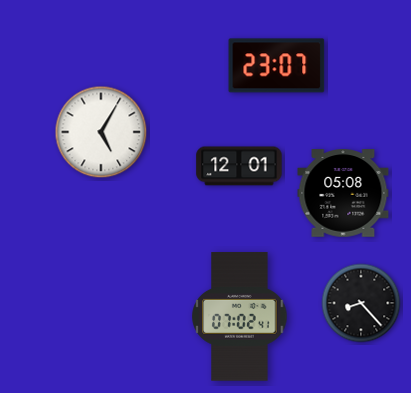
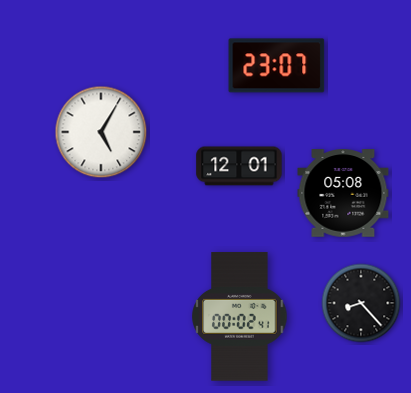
clock at (240, 317): 07:02 -> 00:02
